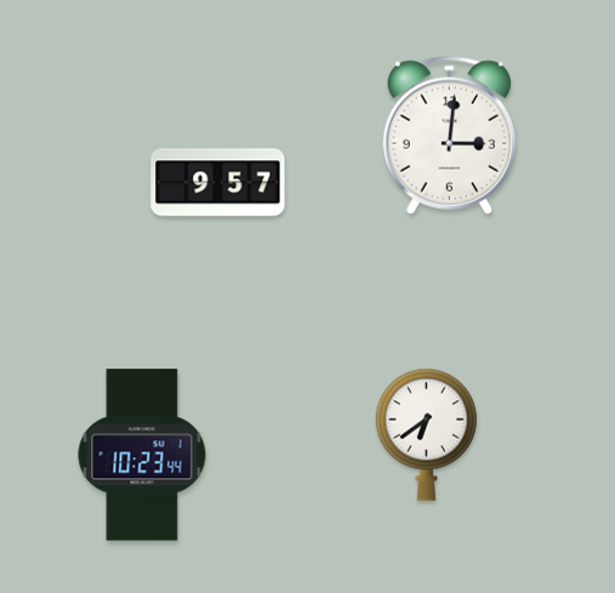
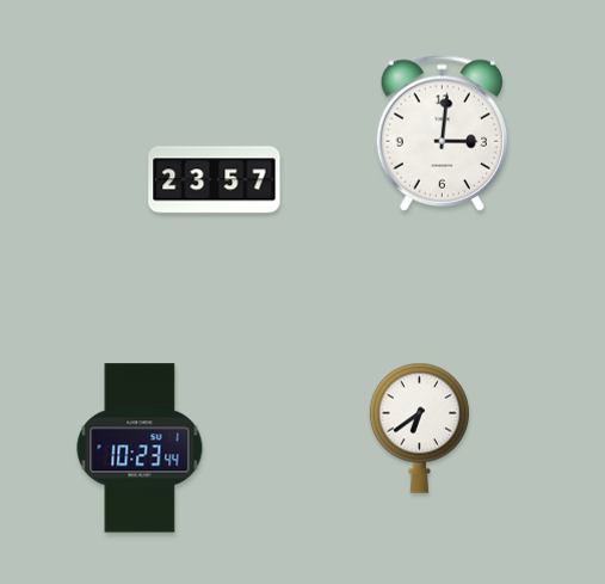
clock at (218, 183): 9:57 -> 23:57
